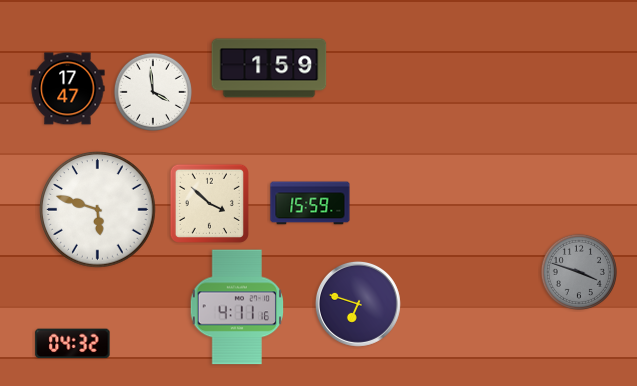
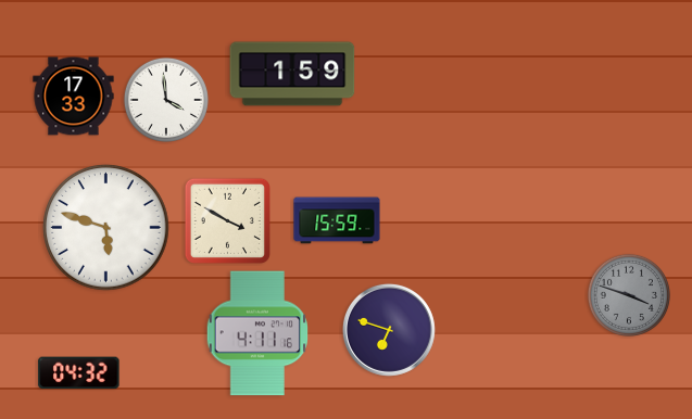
clock at (68, 89): 17:47 -> 17:33
clock at (209, 203): 3:52 -> 3:50
